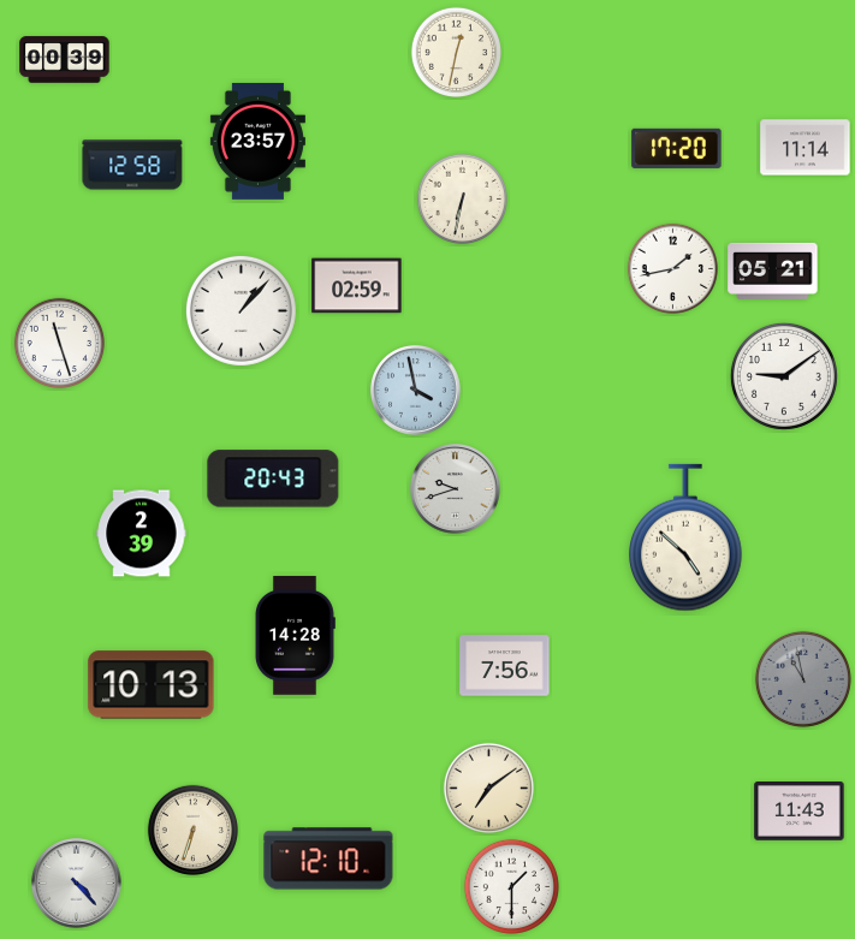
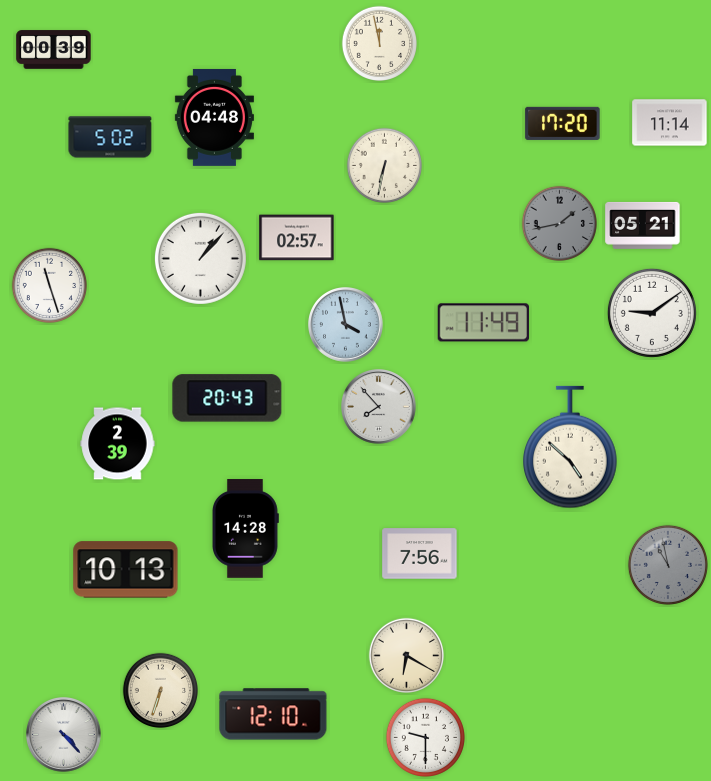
clock at (456, 52): 12:32 -> 11:58
clock at (257, 141): 23:57 -> 04:48
clock at (132, 165): 12:58 -> 5:02
clock at (672, 268) dial: white -> grey
clock at (357, 286): 02:59 -> 02:57
clock at (483, 323): none -> 11:49
clock at (456, 489): 9:42 -> 7:53
clock at (488, 788): 7:09 -> 6:20
clock at (800, 812): 11:43 -> none
clock at (511, 886): 1:30 -> 9:30
